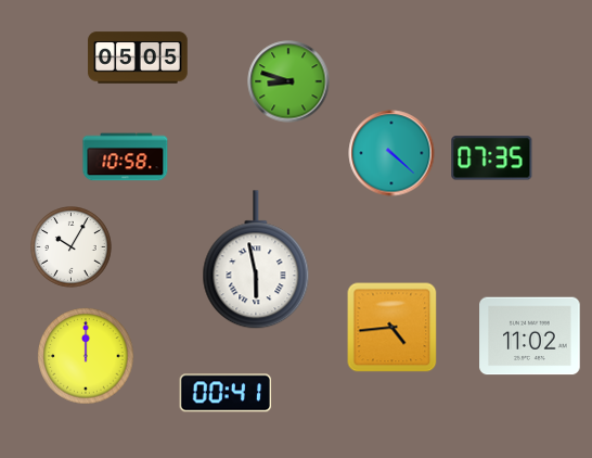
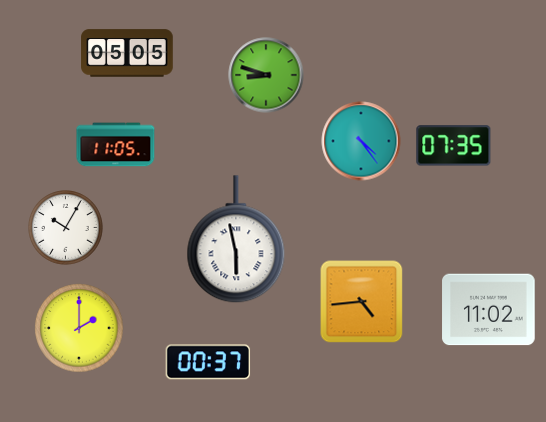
clock at (391, 153): 4:22 -> 4:24
clock at (126, 157): 10:58 -> 11:05
clock at (86, 356): 12:00 -> 2:00
clock at (226, 393): 00:41 -> 00:37
